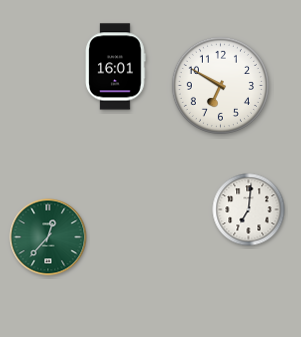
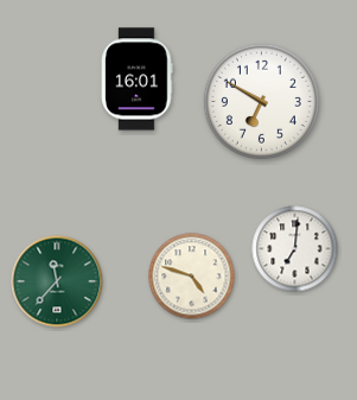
clock at (192, 277): none -> 4:48
clock at (48, 237): 12:37 -> 11:37
